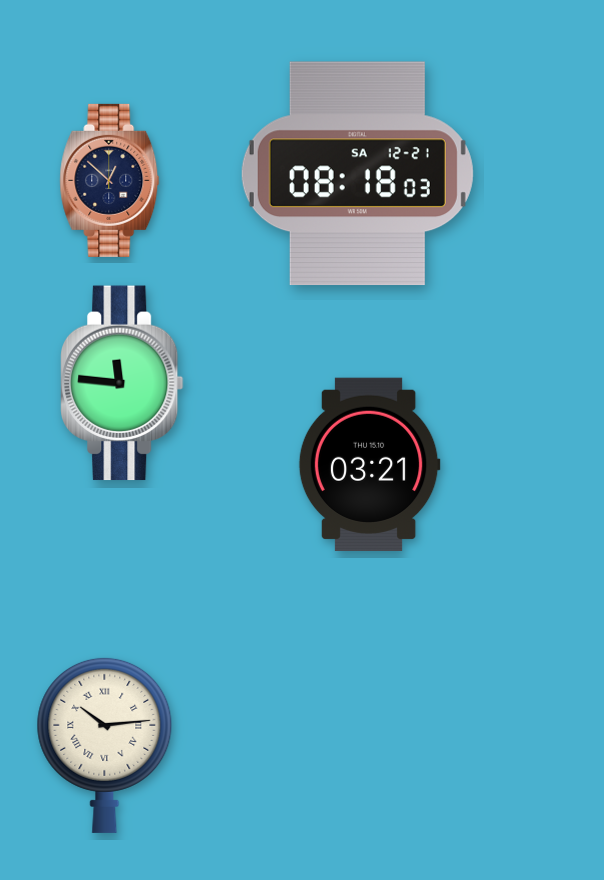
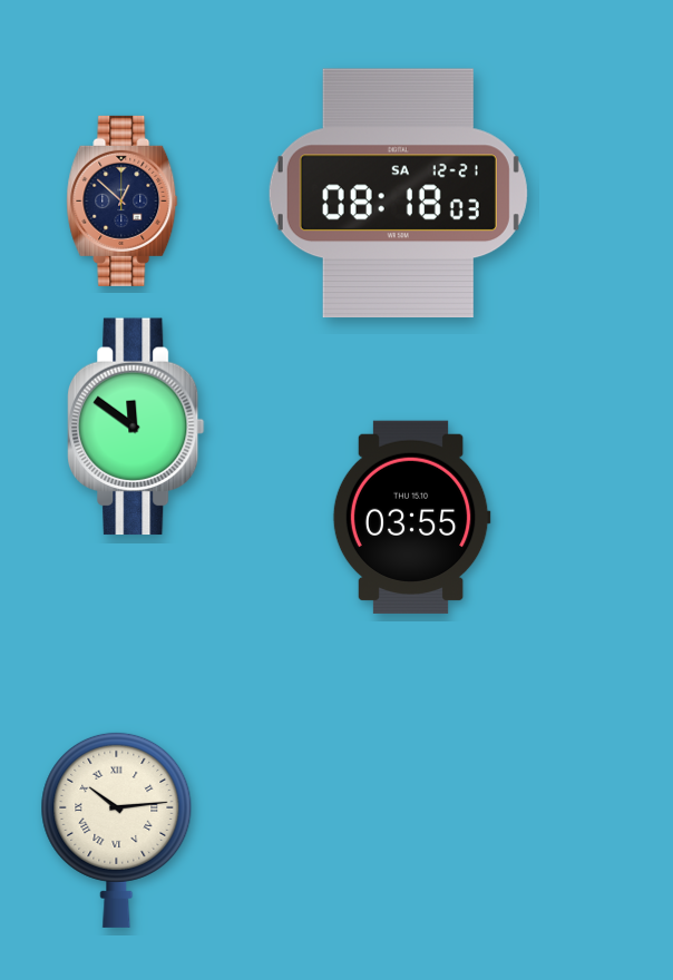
clock at (123, 383): 11:46 -> 11:51
clock at (369, 464): 03:21 -> 03:55
